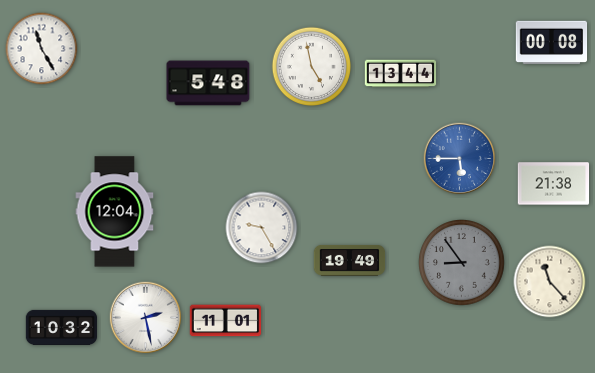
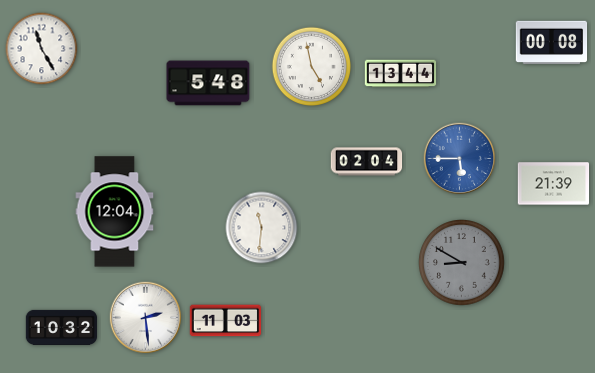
clock at (367, 162): none -> 02:04
clock at (554, 184): 21:38 -> 21:39
clock at (262, 228): 9:25 -> 11:31
clock at (350, 260): 19:49 -> none
clock at (462, 263): 8:54 -> 8:50
clock at (550, 282): 11:23 -> none
clock at (146, 318): 2:28 -> 2:29
clock at (226, 321): 11:01 -> 11:03
